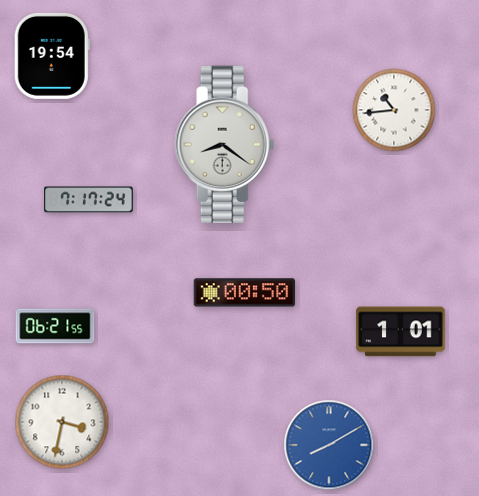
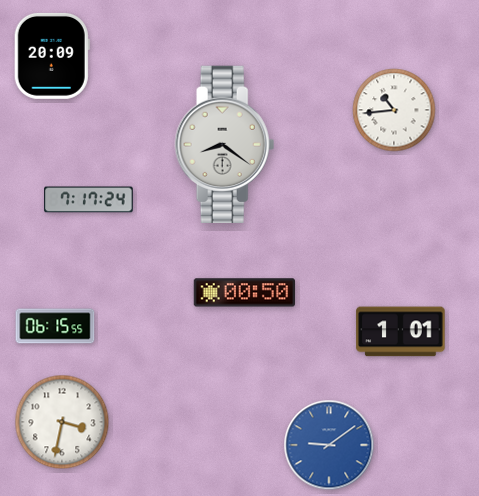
clock at (52, 56): 19:54 -> 20:09
clock at (55, 326): 06:21 -> 06:15
clock at (329, 445): 8:10 -> 9:09
